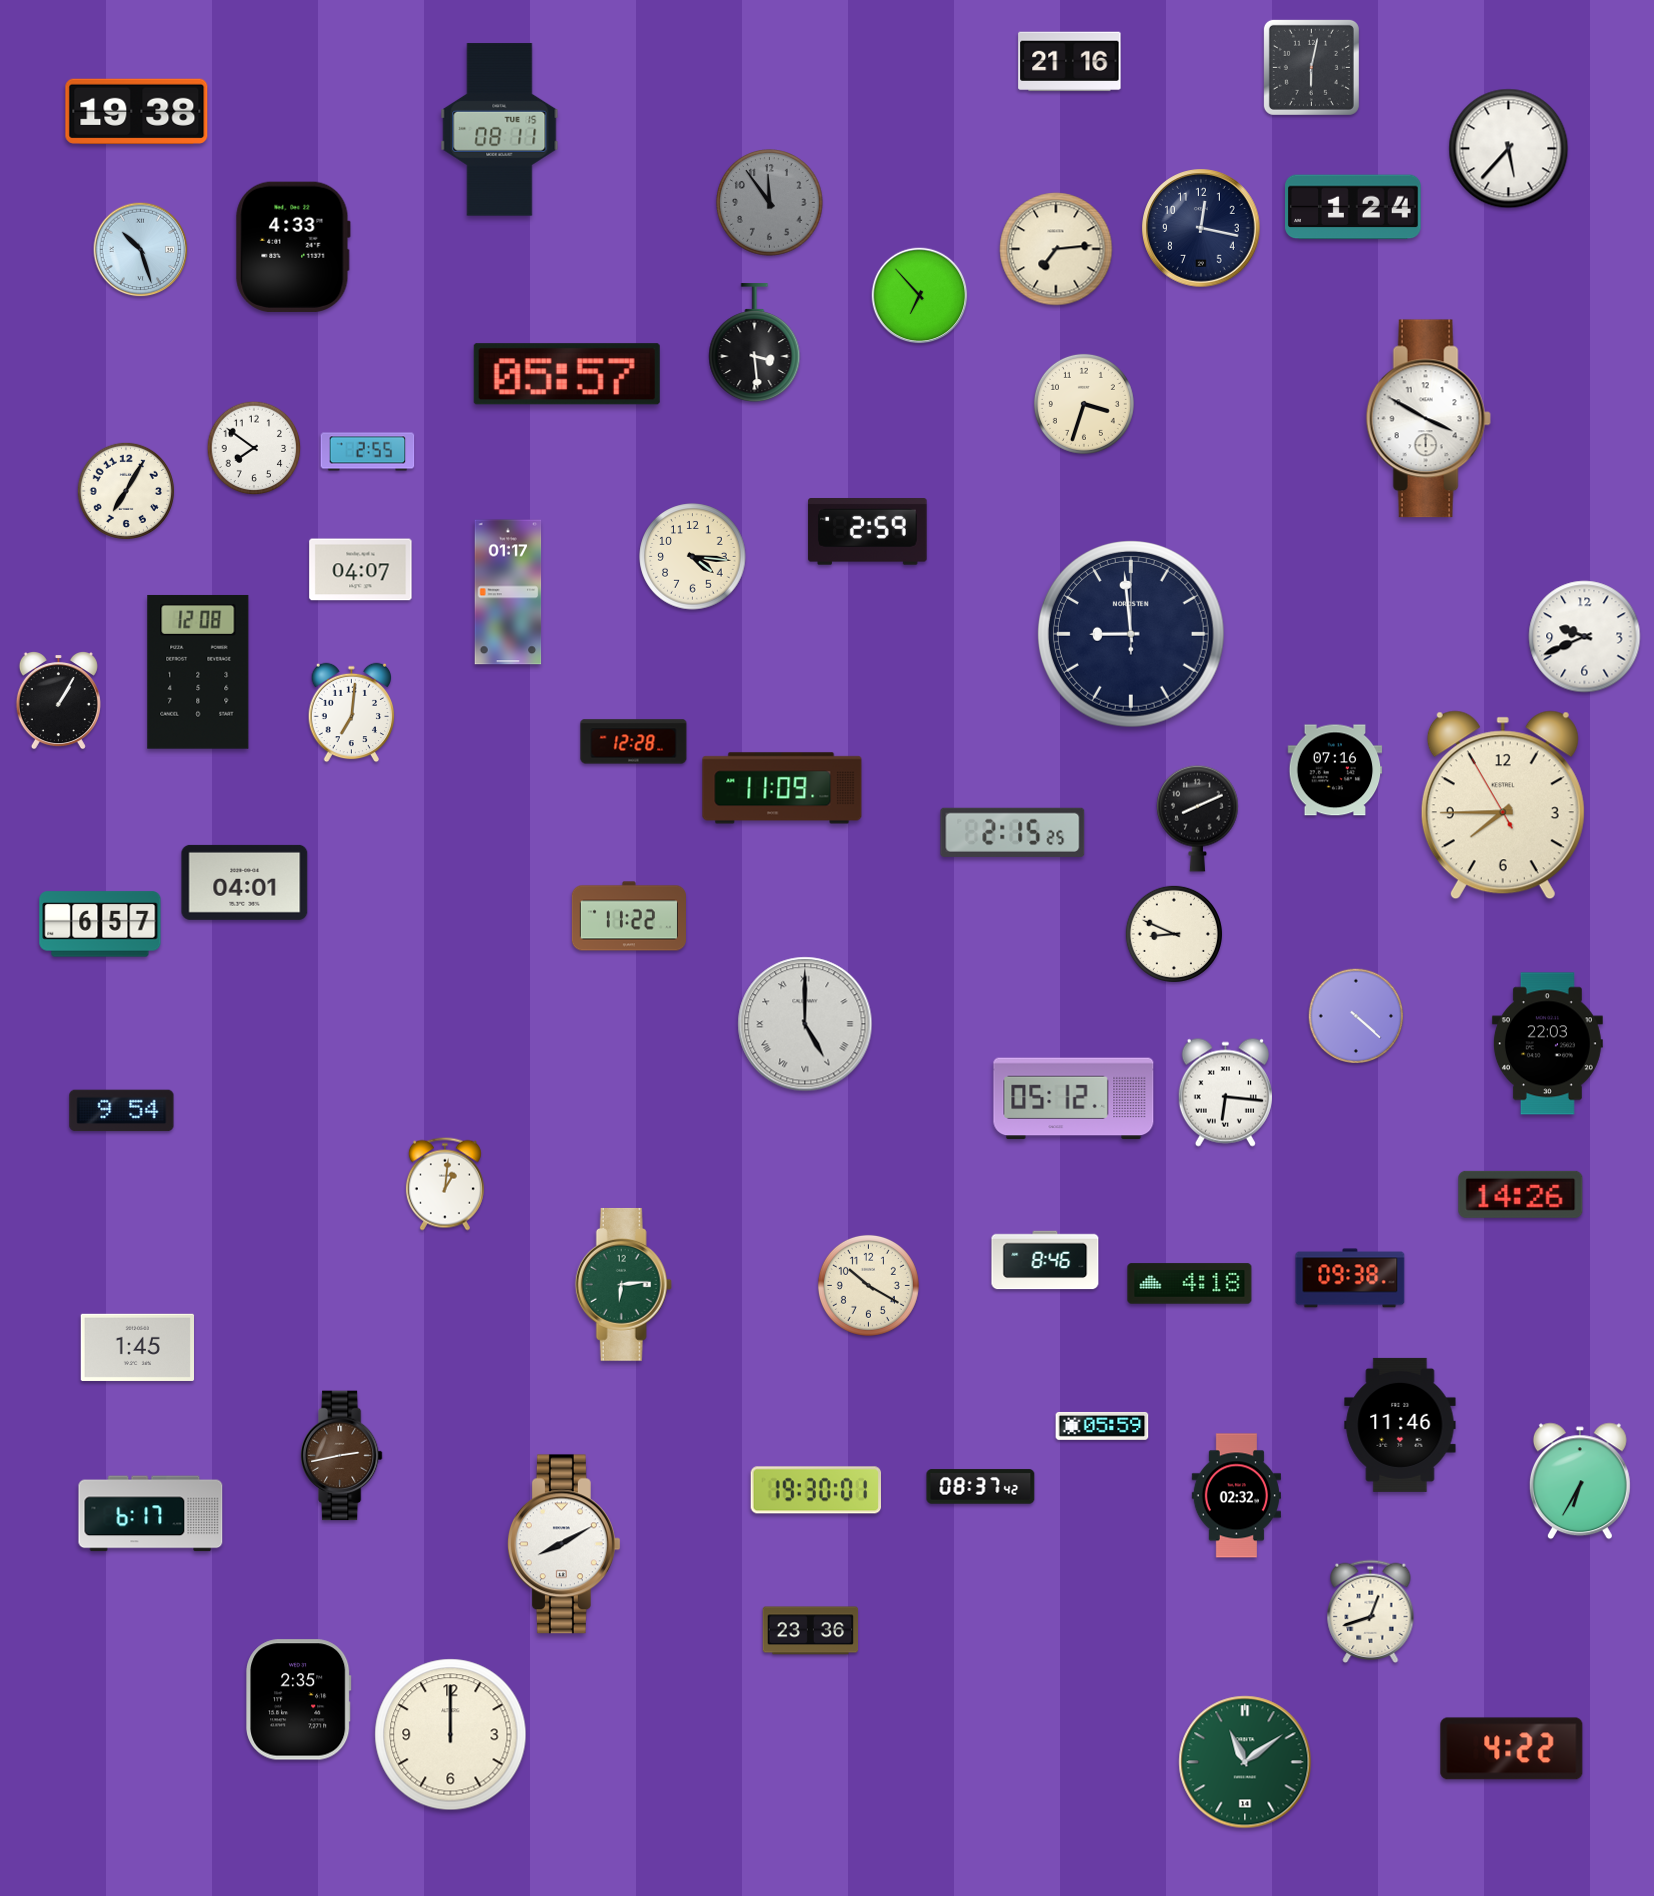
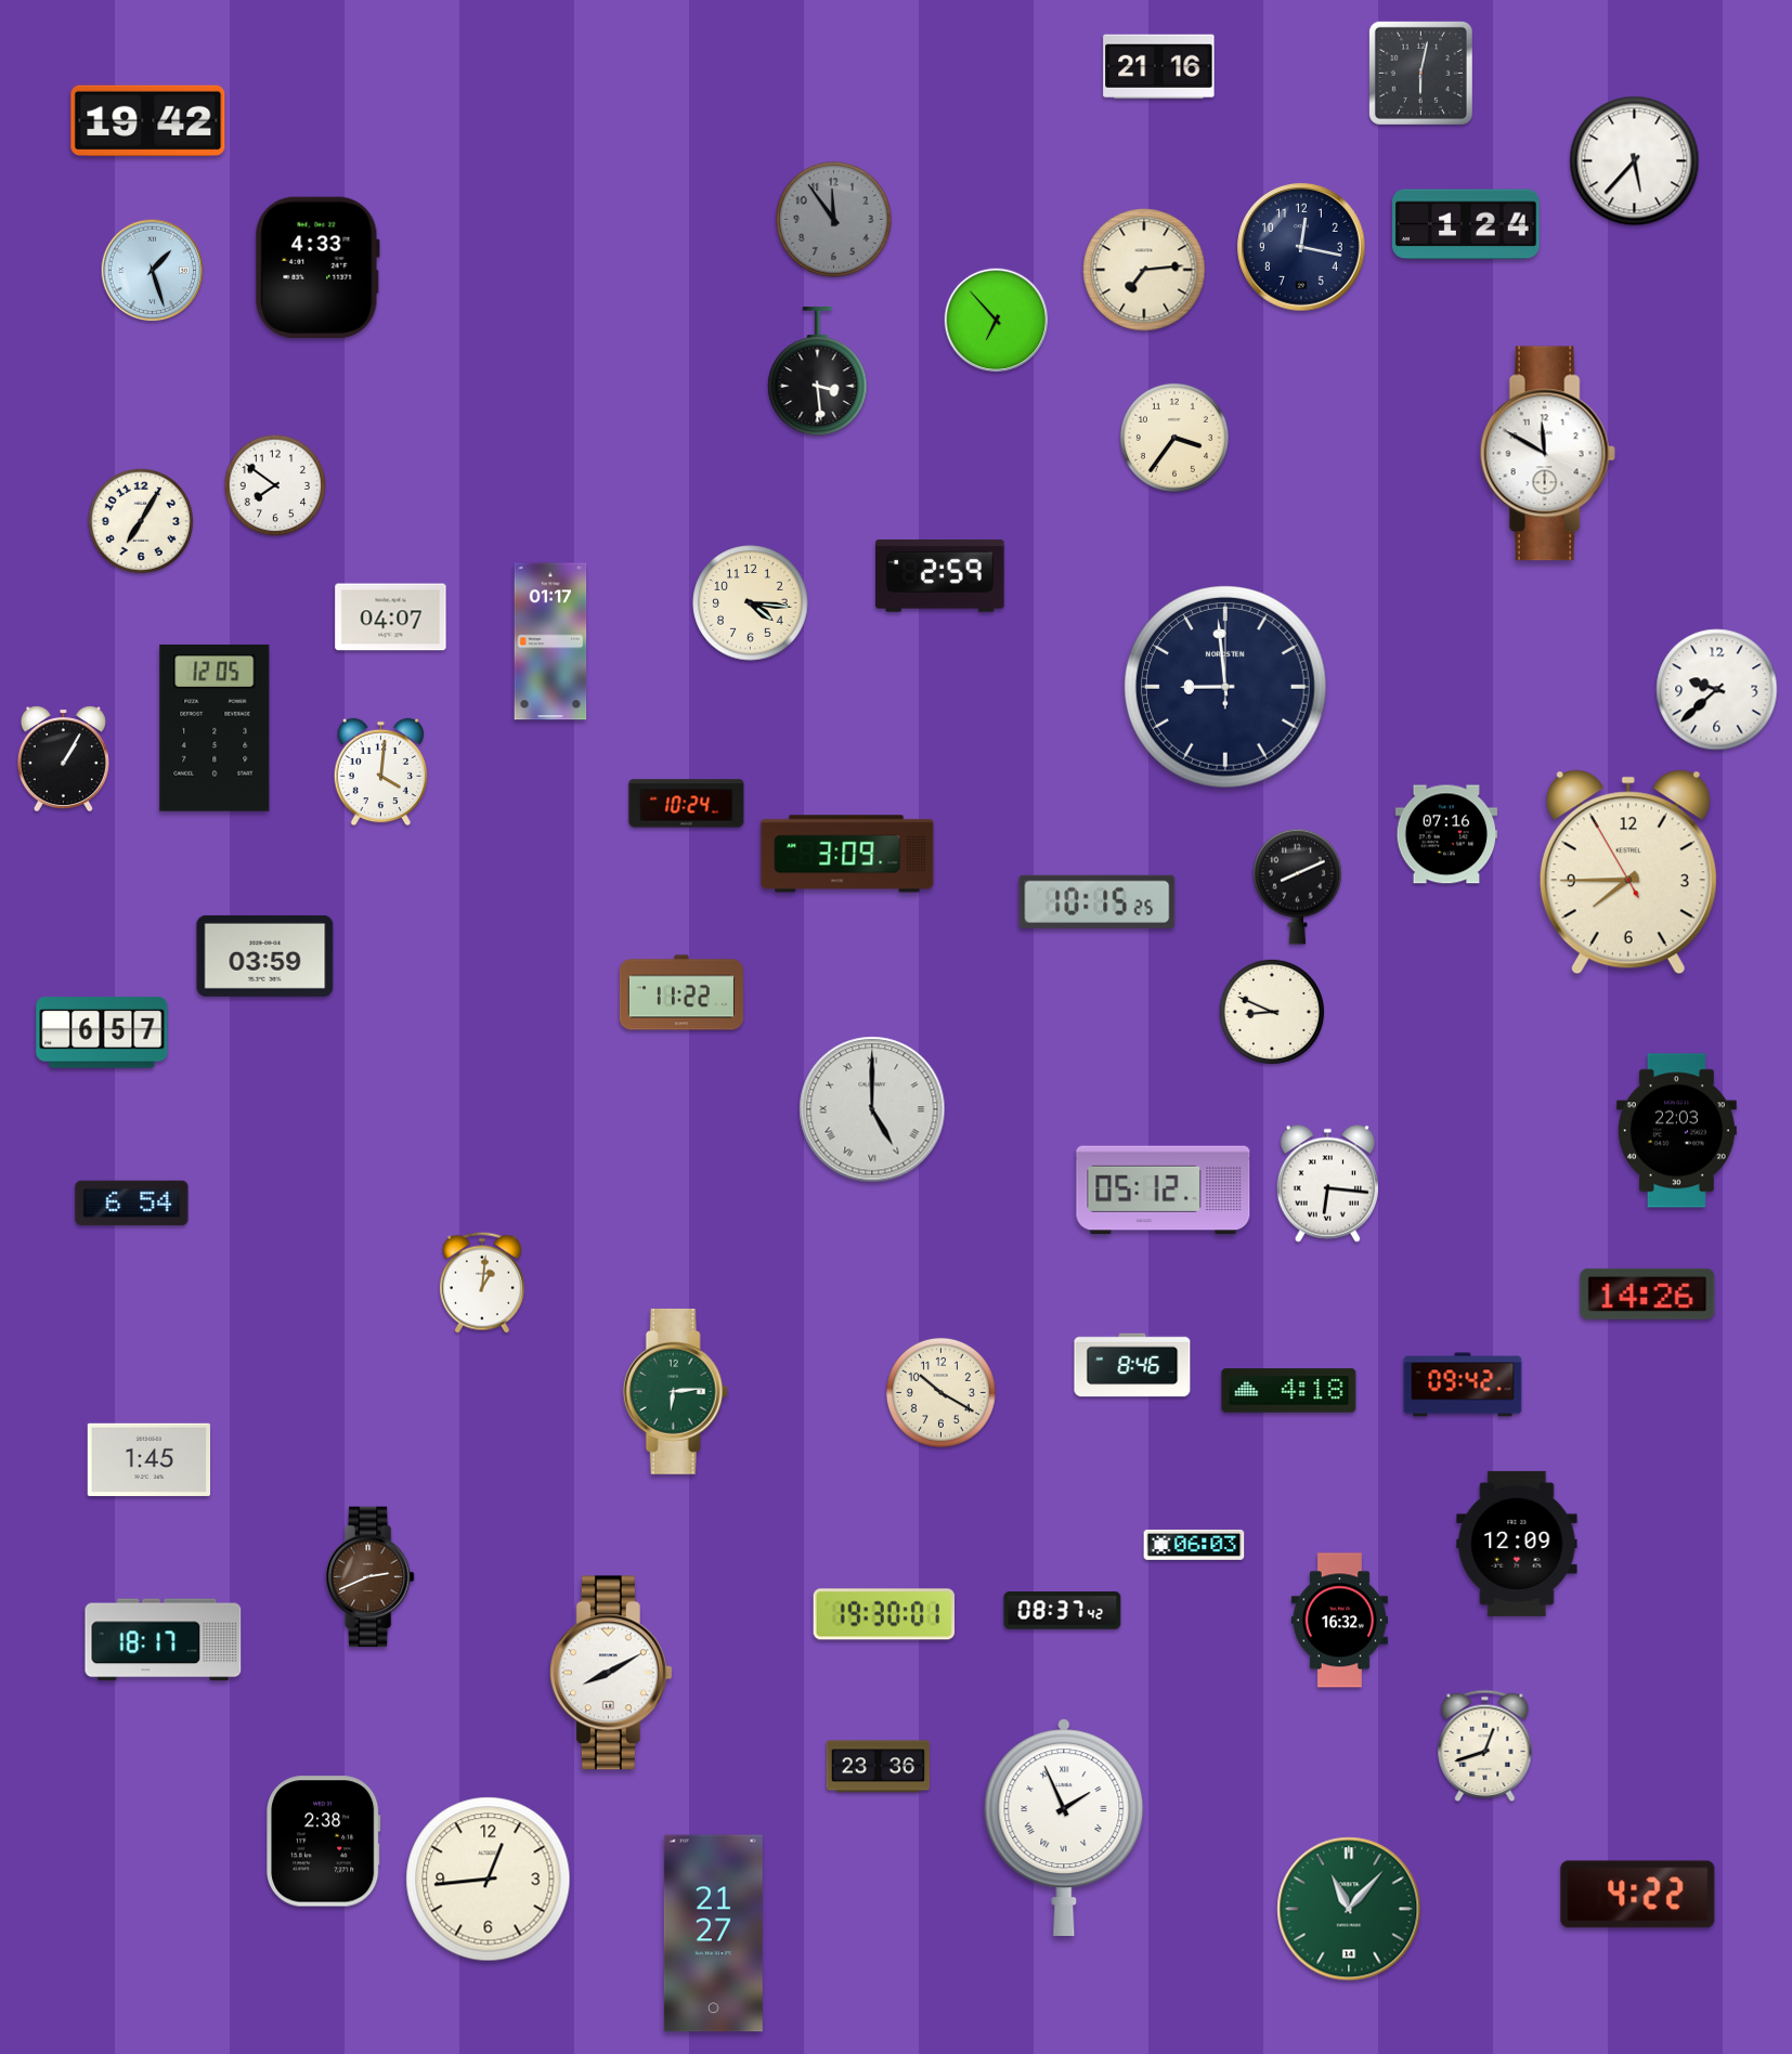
clock at (137, 111): 19:38 -> 19:42
clock at (500, 130): 08:11 -> none
clock at (141, 250): 10:27 -> 1:27
clock at (567, 374): 05:57 -> none
clock at (1084, 404): 3:33 -> 3:36
clock at (1428, 419): 3:50 -> 11:50
clock at (368, 452): 2:55 -> none
clock at (126, 491) position: (126, 491) -> (141, 521)
clock at (1585, 637): 9:41 -> 9:38
clock at (198, 672): 12:08 -> 12:05
clock at (352, 713): 7:01 -> 4:01
clock at (634, 742): 12:28 -> 10:24
clock at (782, 788): 11:09 -> 3:09
clock at (1013, 832): 2:15 -> 10:15
clock at (245, 882): 04:01 -> 03:59
clock at (100, 924) position: (100, 924) -> (102, 1032)
clock at (1356, 1016): 4:22 -> none
clock at (122, 1111): 9:54 -> 6:54
clock at (1350, 1278): 09:38 -> 09:42
clock at (1400, 1425): 11:46 -> 12:09
clock at (1102, 1426): 05:59 -> 06:03
clock at (341, 1456): 2:43 -> 2:41
clock at (1580, 1481): 6:35 -> none
clock at (1236, 1496): 02:32 -> 16:32
clock at (151, 1514): 6:17 -> 18:17
clock at (1064, 1826): none -> 1:56
clock at (299, 1700): 2:35 -> 2:38
clock at (451, 1735): 12:00 -> 12:44
clock at (1245, 1762): 11:09 -> 11:07
clock at (713, 1934): none -> 21:27
